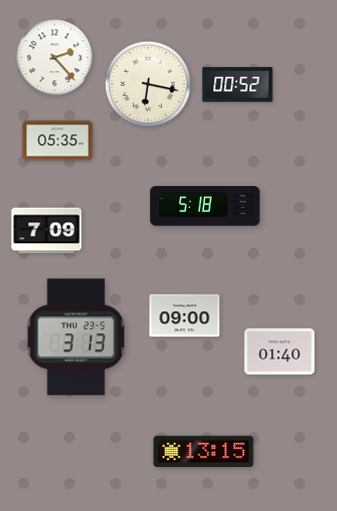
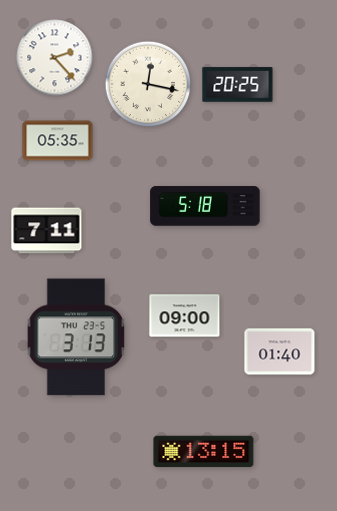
clock at (148, 84): 6:17 -> 12:17
clock at (238, 85): 00:52 -> 20:25
clock at (47, 231): 7:09 -> 7:11
